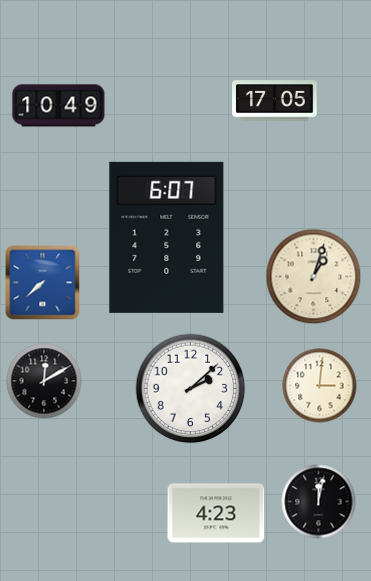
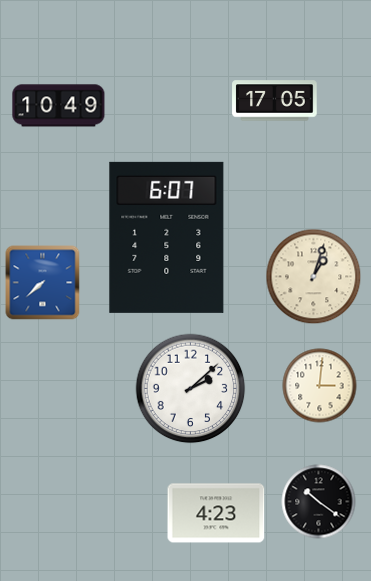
clock at (44, 381): 12:10 -> none
clock at (319, 502): 12:02 -> 10:21
